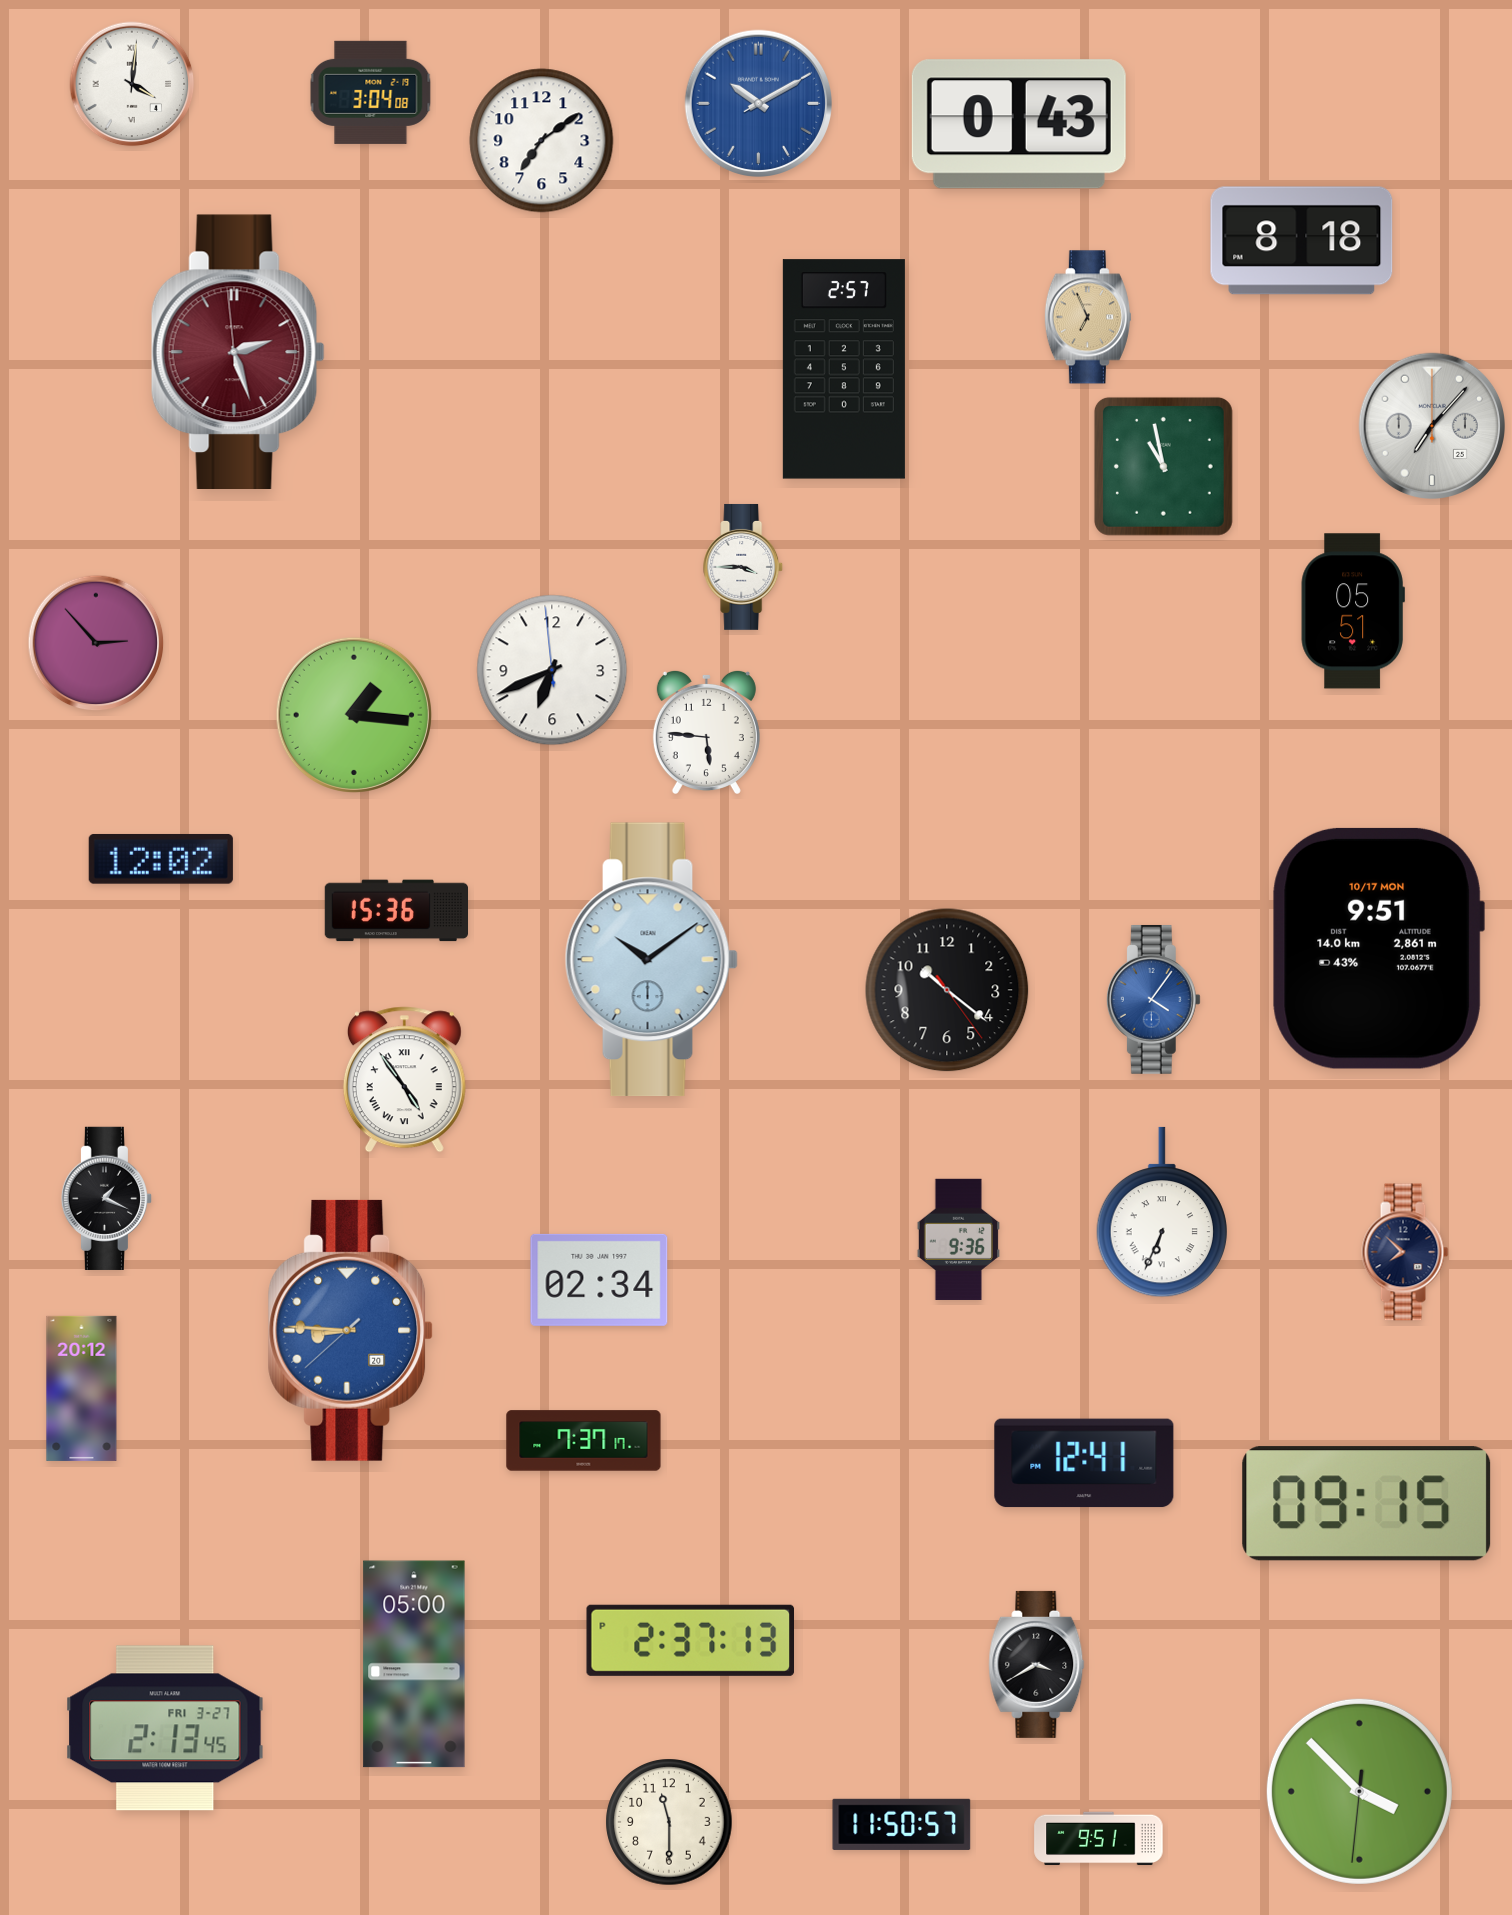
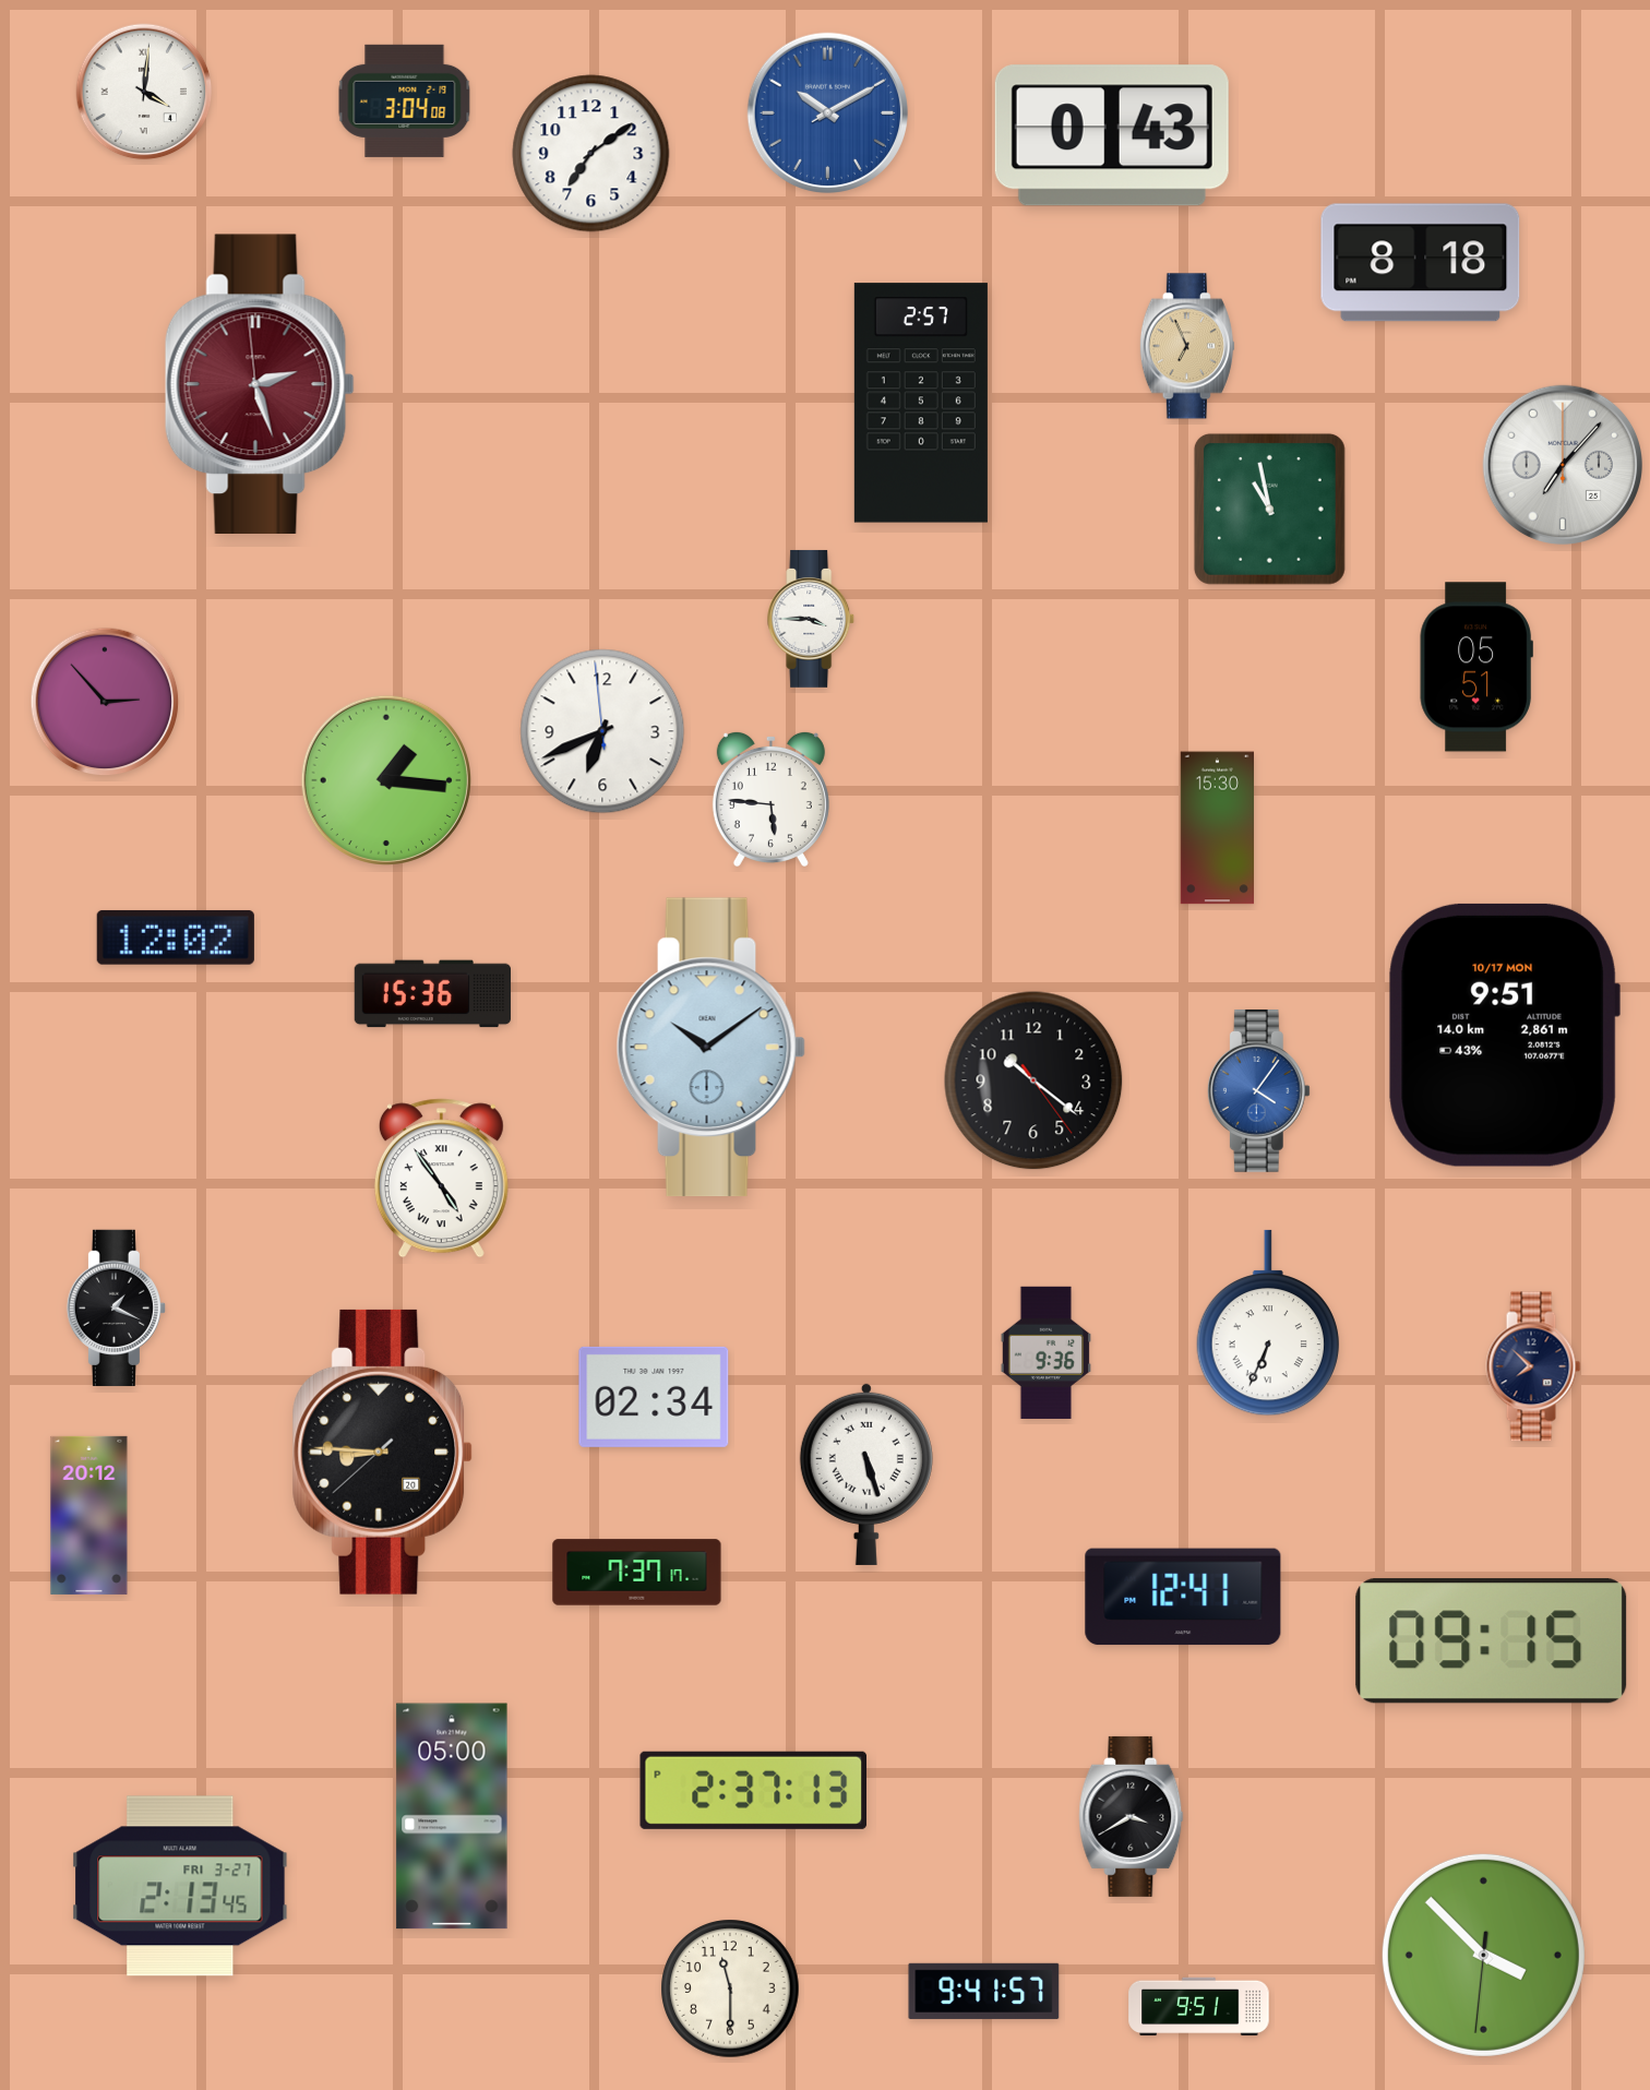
clock at (1217, 828): none -> 15:30
clock at (351, 1330) dial: blue -> black
clock at (866, 1473): none -> 5:27
clock at (902, 1824): 11:50 -> 9:41
